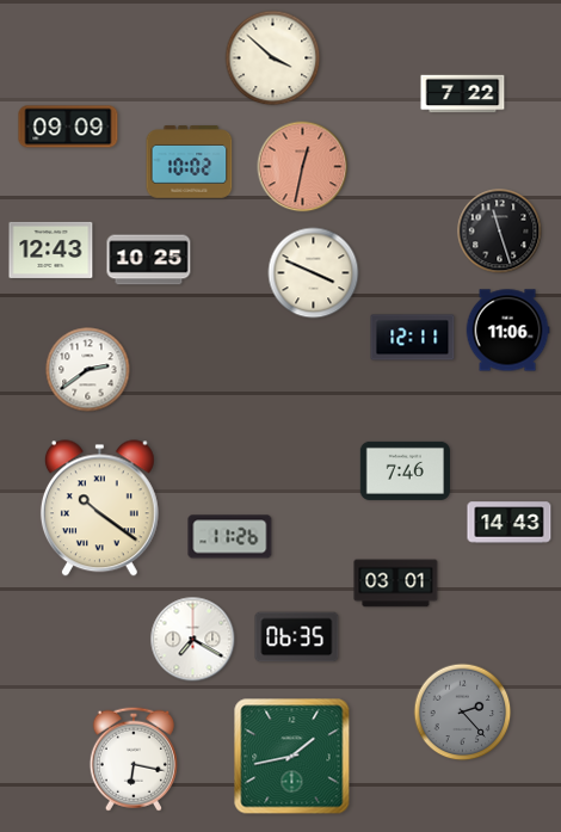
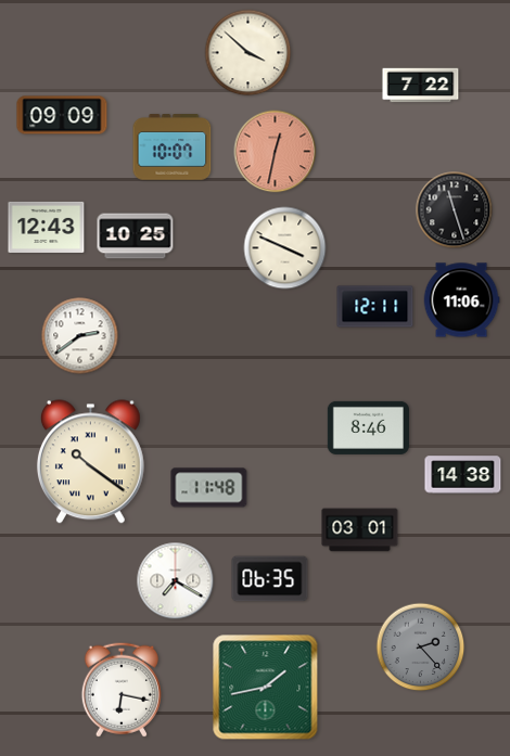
clock at (190, 162): 10:02 -> 10:07
clock at (405, 470): 7:46 -> 8:46
clock at (510, 523): 14:43 -> 14:38
clock at (230, 537): 11:26 -> 11:48
